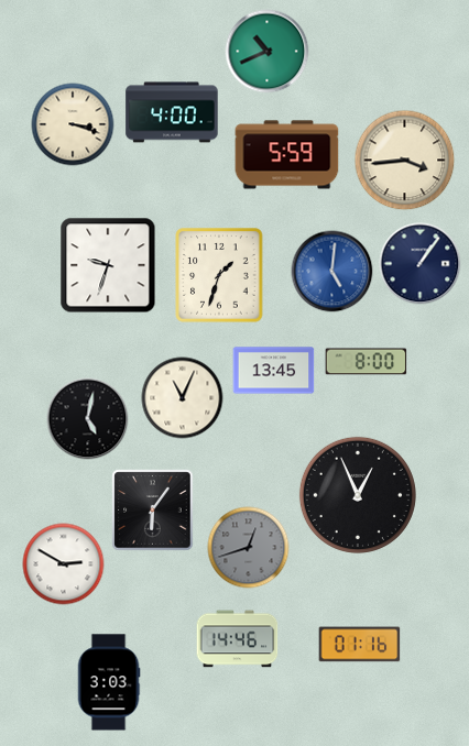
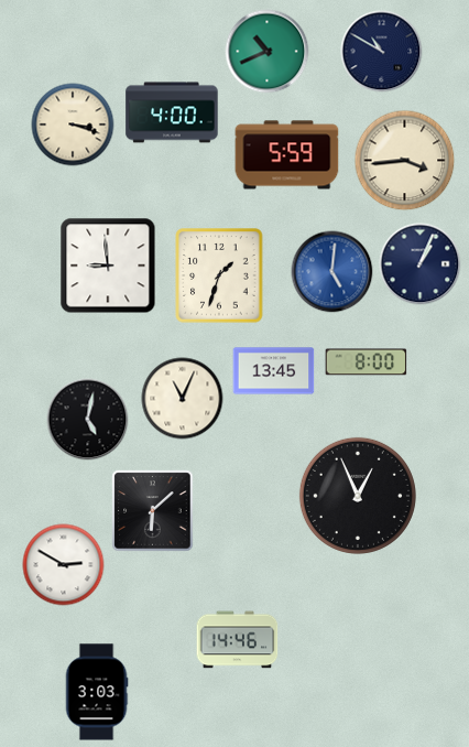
clock at (382, 52): none -> 10:50
clock at (421, 264): 1:06 -> 1:04
clock at (108, 265): 9:33 -> 8:59
clock at (153, 511): 6:06 -> 6:08
clock at (249, 548): 12:42 -> none
clock at (360, 645): 01:16 -> none
clock at (109, 682) position: (109, 682) -> (97, 692)
